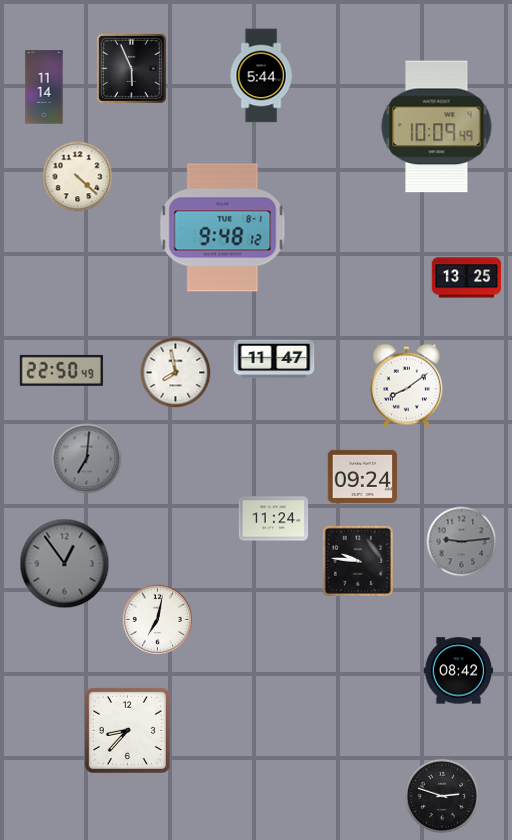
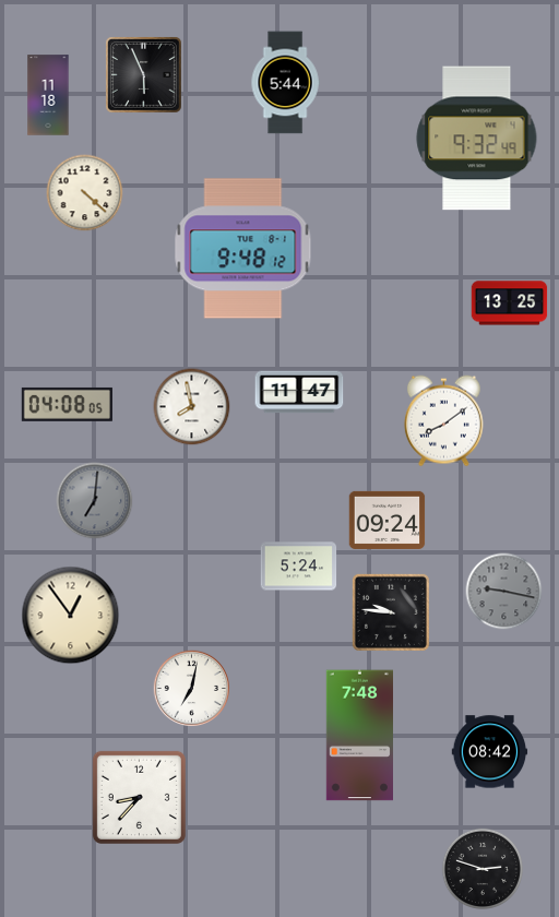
clock at (44, 87): 11:14 -> 11:18
clock at (437, 127): 10:09 -> 9:32
clock at (61, 370): 22:50 -> 04:08
clock at (363, 476) position: (363, 476) -> (388, 520)
clock at (274, 519): 11:24 -> 5:24
clock at (462, 542): 9:14 -> 9:17
clock at (65, 564) dial: grey -> cream
clock at (157, 619) position: (157, 619) -> (191, 688)
clock at (459, 671) position: (459, 671) -> (490, 752)
clock at (359, 736): none -> 7:48
